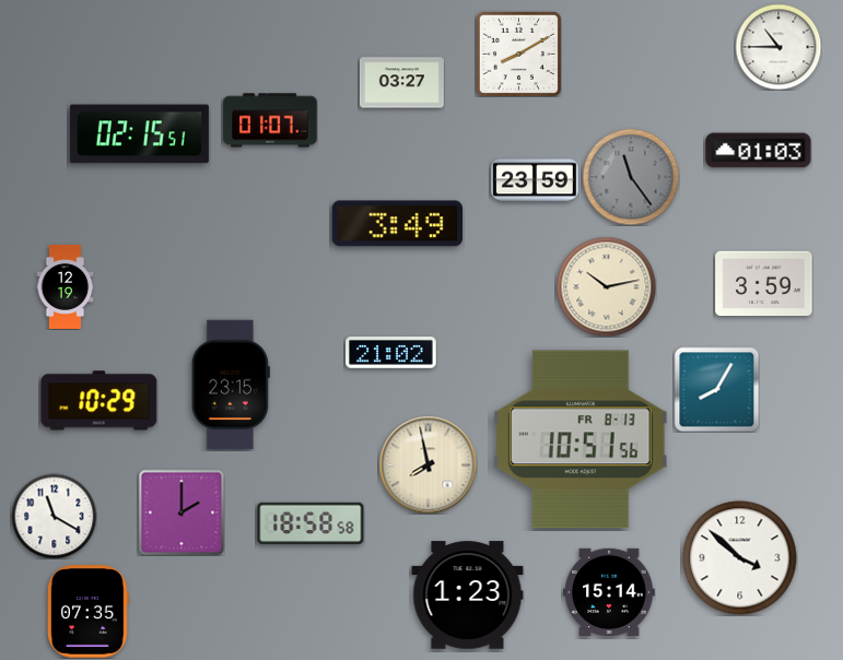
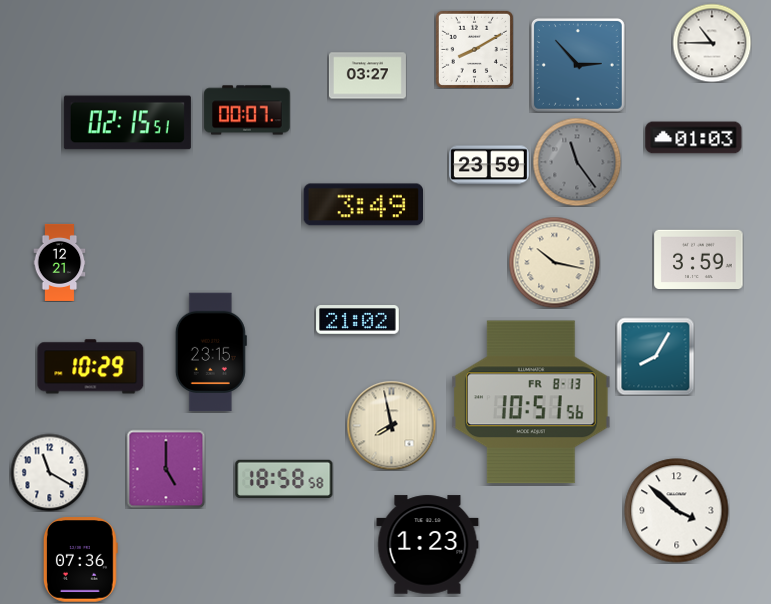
clock at (578, 65): none -> 2:53
clock at (270, 120): 01:07 -> 00:07
clock at (66, 286): 12:19 -> 12:21
clock at (606, 286): 10:13 -> 10:17
clock at (391, 353) position: (391, 353) -> (358, 320)
clock at (182, 512): 2:00 -> 5:00
clock at (609, 591): 15:14 -> none
clock at (89, 612): 07:35 -> 07:36
